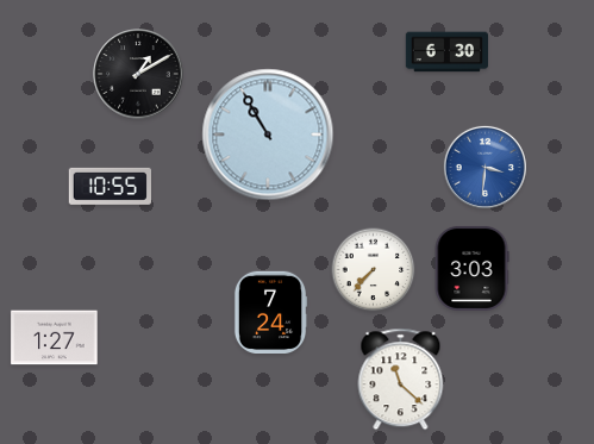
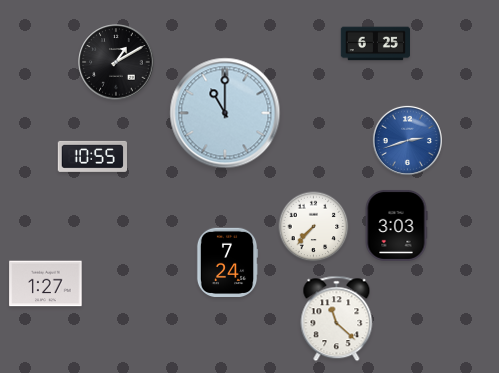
clock at (446, 52): 6:30 -> 6:25
clock at (268, 135): 10:55 -> 11:00
clock at (484, 167): 3:31 -> 2:42
